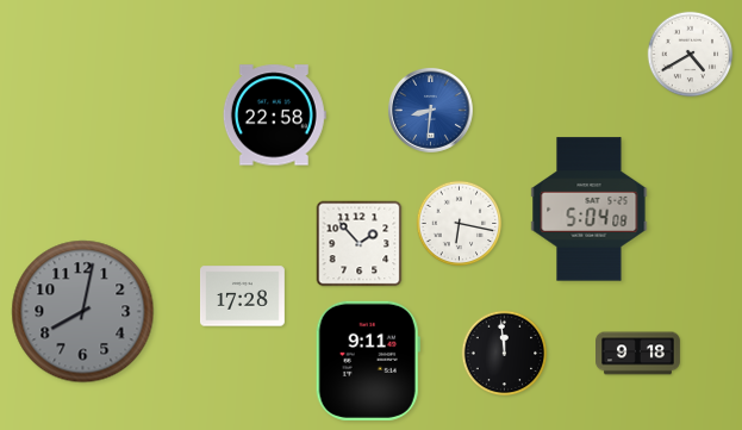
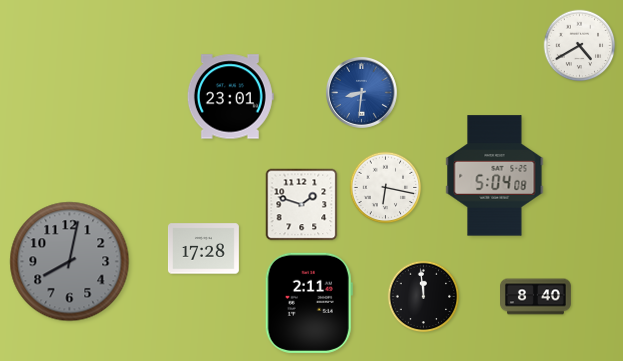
clock at (274, 116): 22:58 -> 23:01
clock at (360, 244): 1:53 -> 1:48
clock at (638, 354): 9:18 -> 8:40
clock at (368, 361): 9:11 -> 2:11
